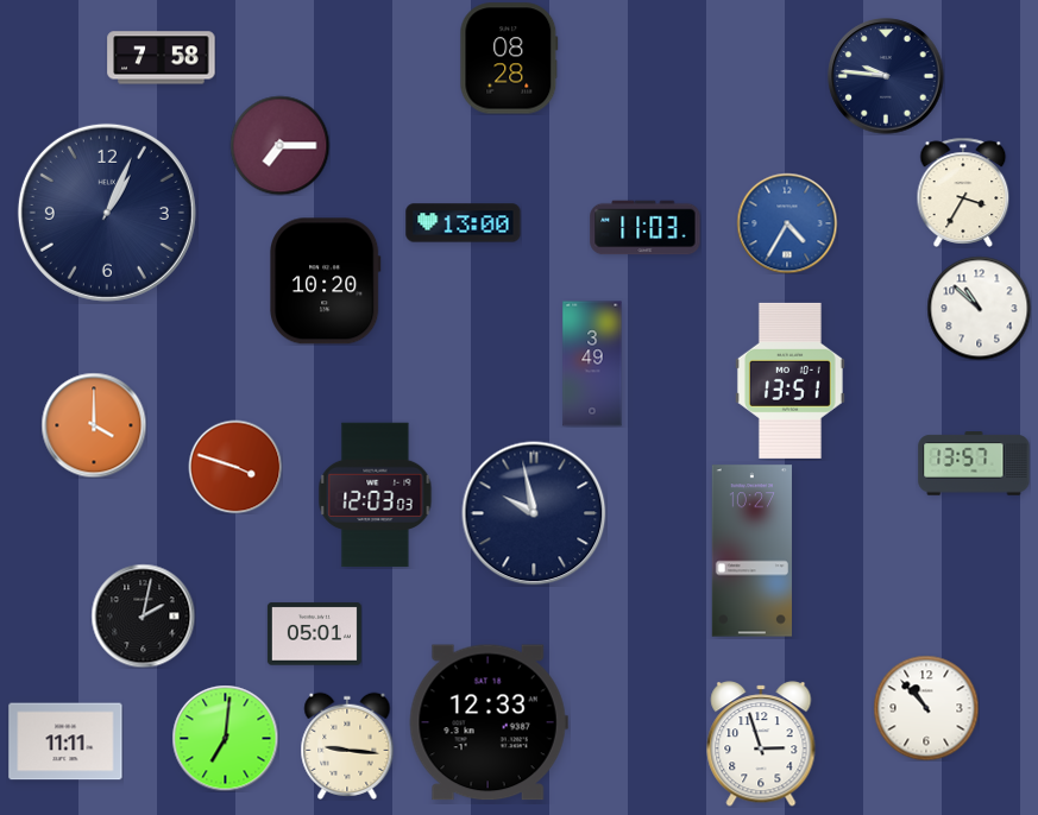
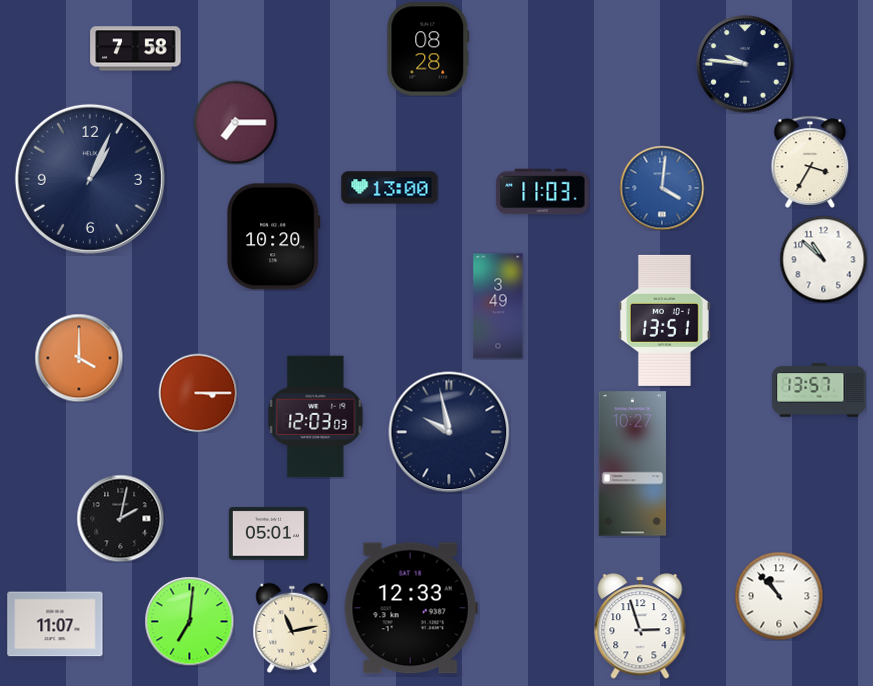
clock at (787, 223): 4:35 -> 4:01
clock at (235, 467): 3:48 -> 3:15
clock at (314, 634) position: (314, 634) -> (268, 534)
clock at (65, 741): 11:11 -> 11:07
clock at (347, 746): 9:16 -> 11:13
